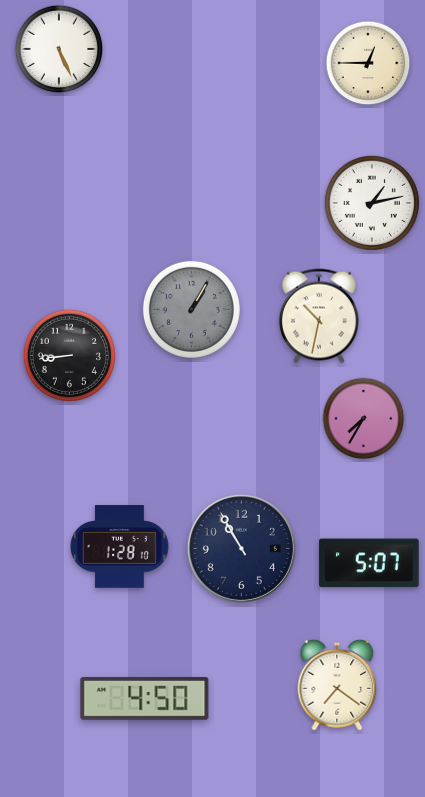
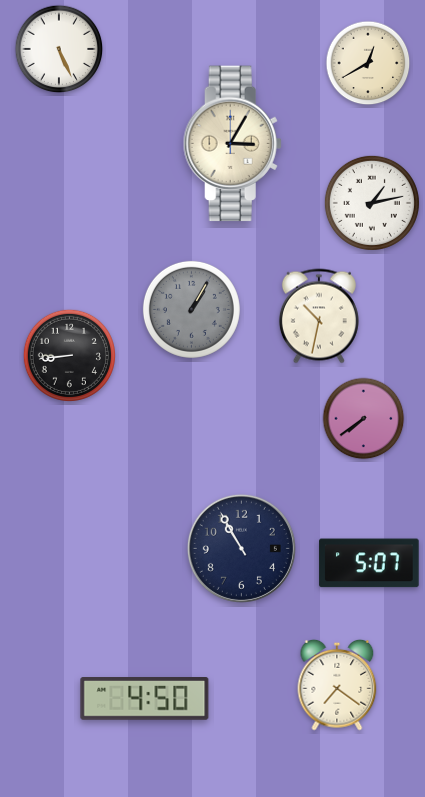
clock at (368, 63): 12:45 -> 12:40
clock at (232, 144): none -> 3:05
clock at (364, 419): 7:35 -> 7:39
clock at (120, 547): 1:28 -> none
